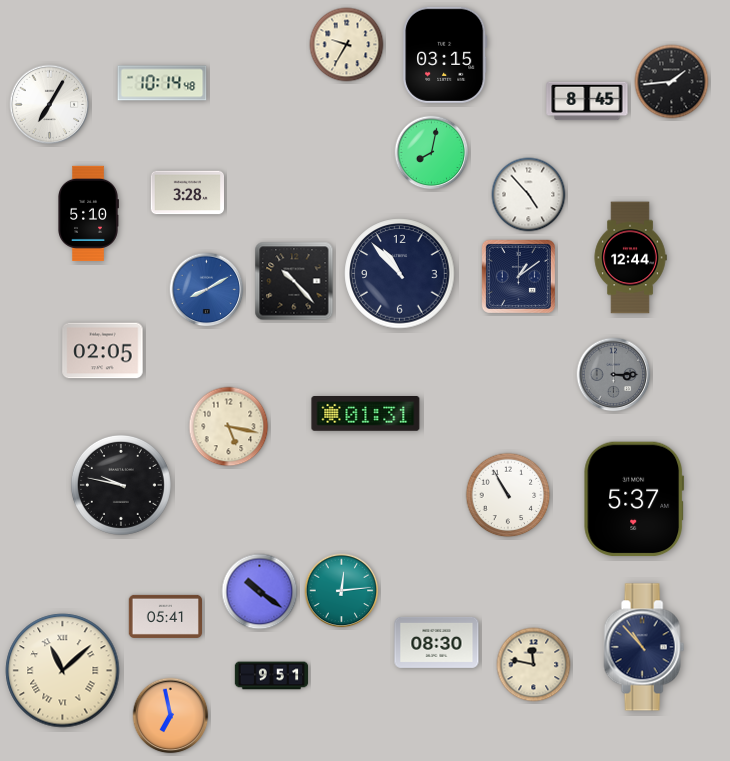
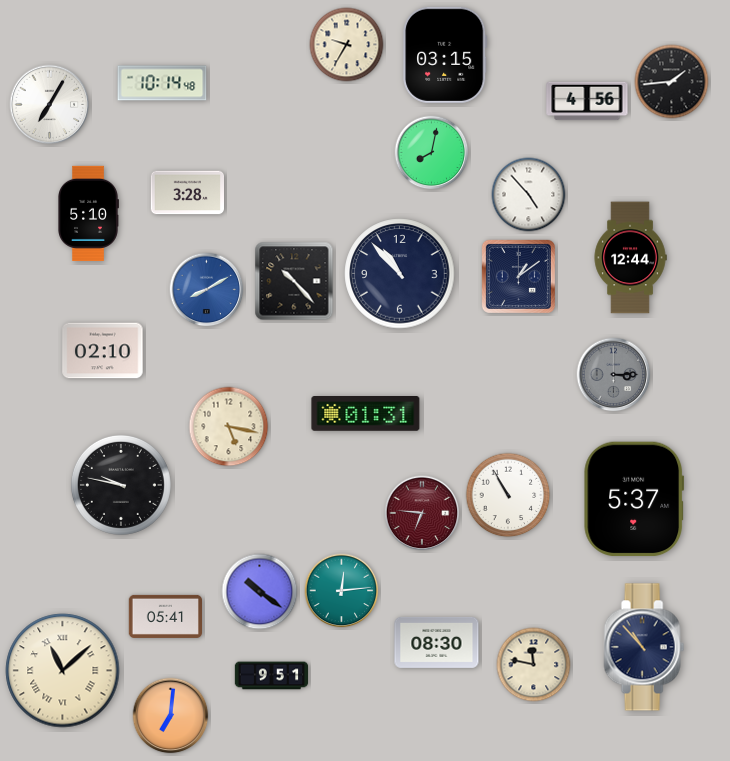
clock at (587, 101): 8:45 -> 4:56
clock at (103, 351): 02:05 -> 02:10
clock at (422, 513): none -> 6:46
clock at (171, 716): 6:58 -> 7:01
